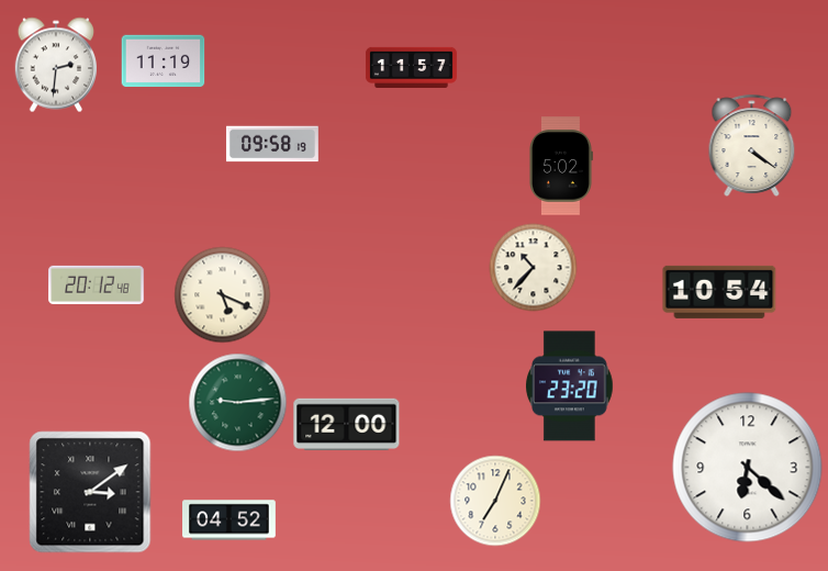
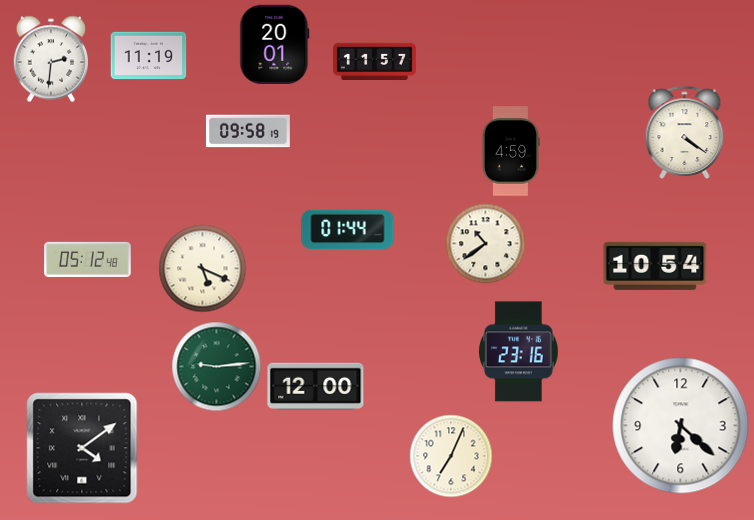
clock at (275, 44): none -> 20:01
clock at (560, 166): 5:02 -> 4:59
clock at (348, 230): none -> 01:44
clock at (534, 268): 10:37 -> 10:39
clock at (97, 284): 20:12 -> 05:12
clock at (570, 387): 23:20 -> 23:16
clock at (90, 492): 3:09 -> 4:09
clock at (230, 520): 04:52 -> none
